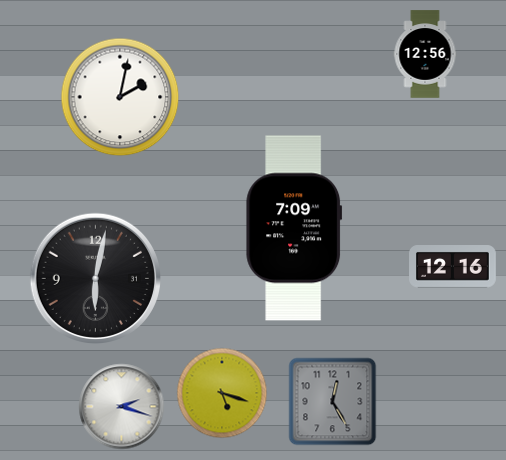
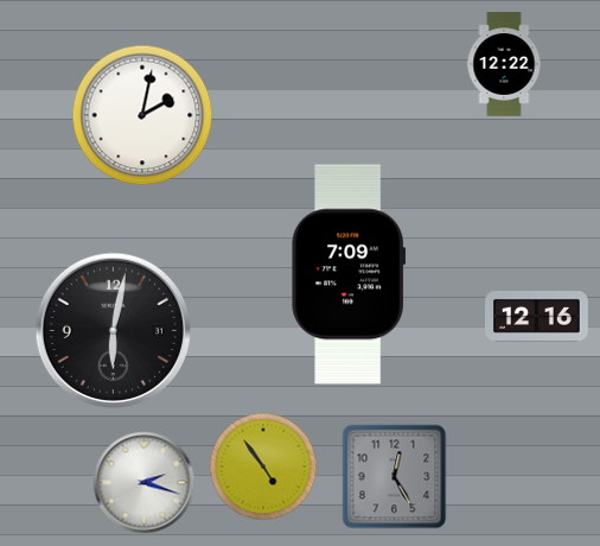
clock at (425, 54): 12:56 -> 12:22
clock at (294, 228) position: (294, 228) -> (349, 274)
clock at (222, 393): 5:18 -> 4:54
